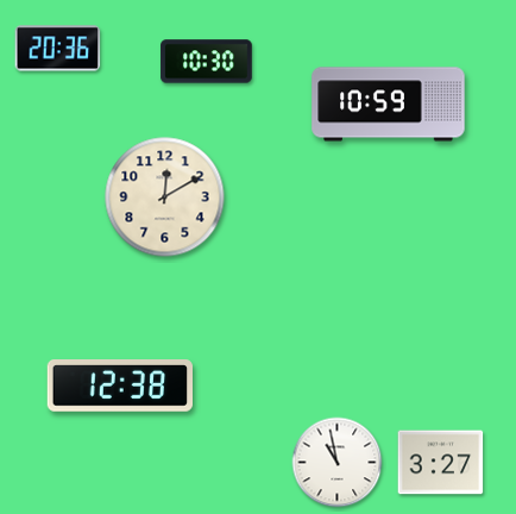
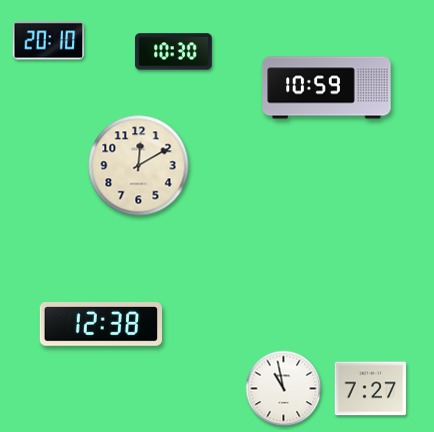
clock at (58, 49): 20:36 -> 20:10
clock at (441, 463): 3:27 -> 7:27
